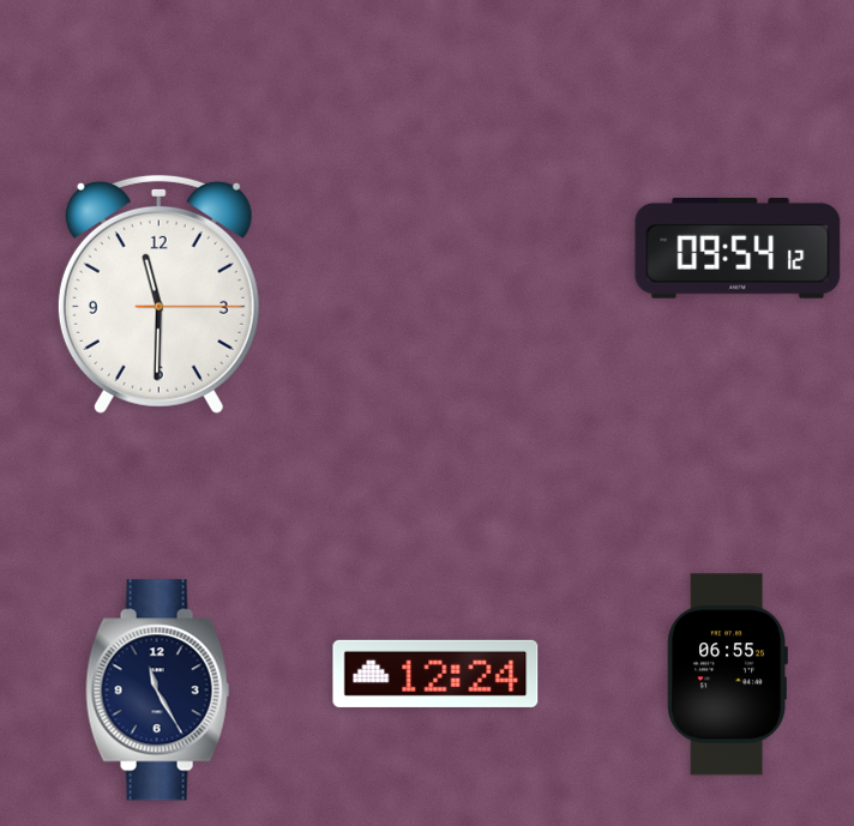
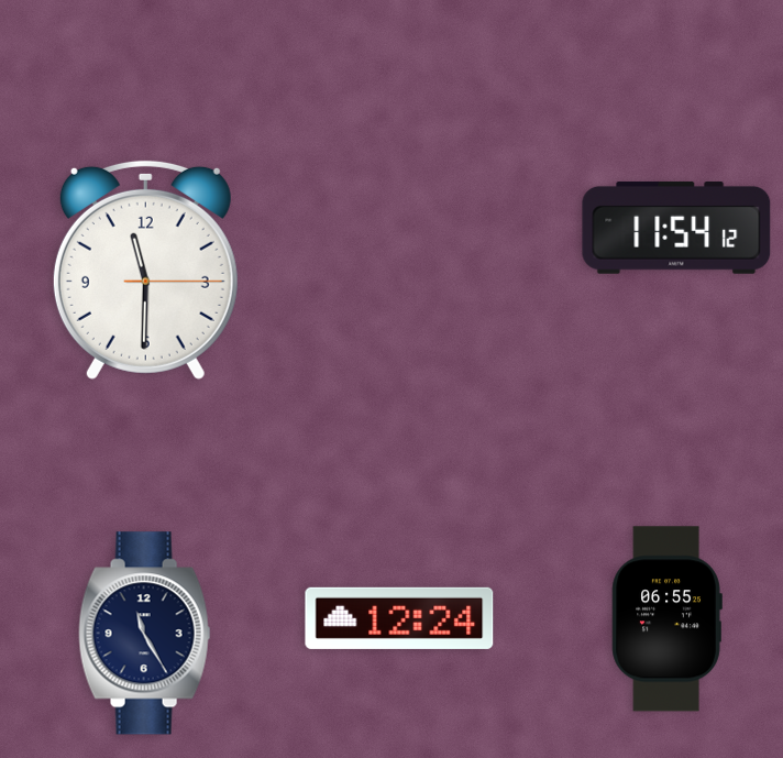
clock at (738, 248): 09:54 -> 11:54
